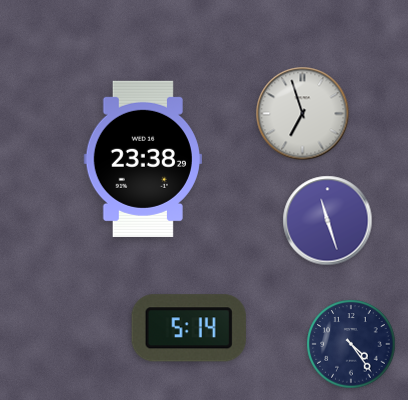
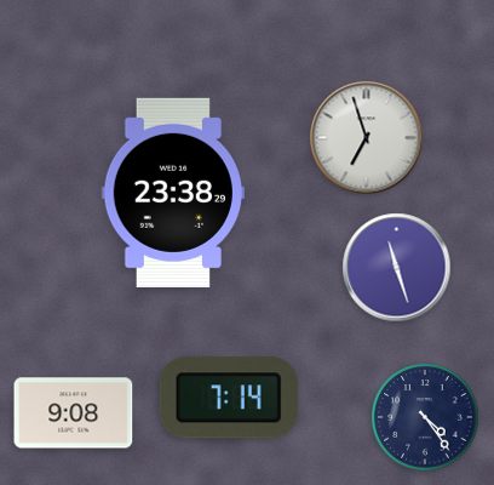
clock at (189, 328): 5:14 -> 7:14
clock at (74, 413): none -> 9:08
